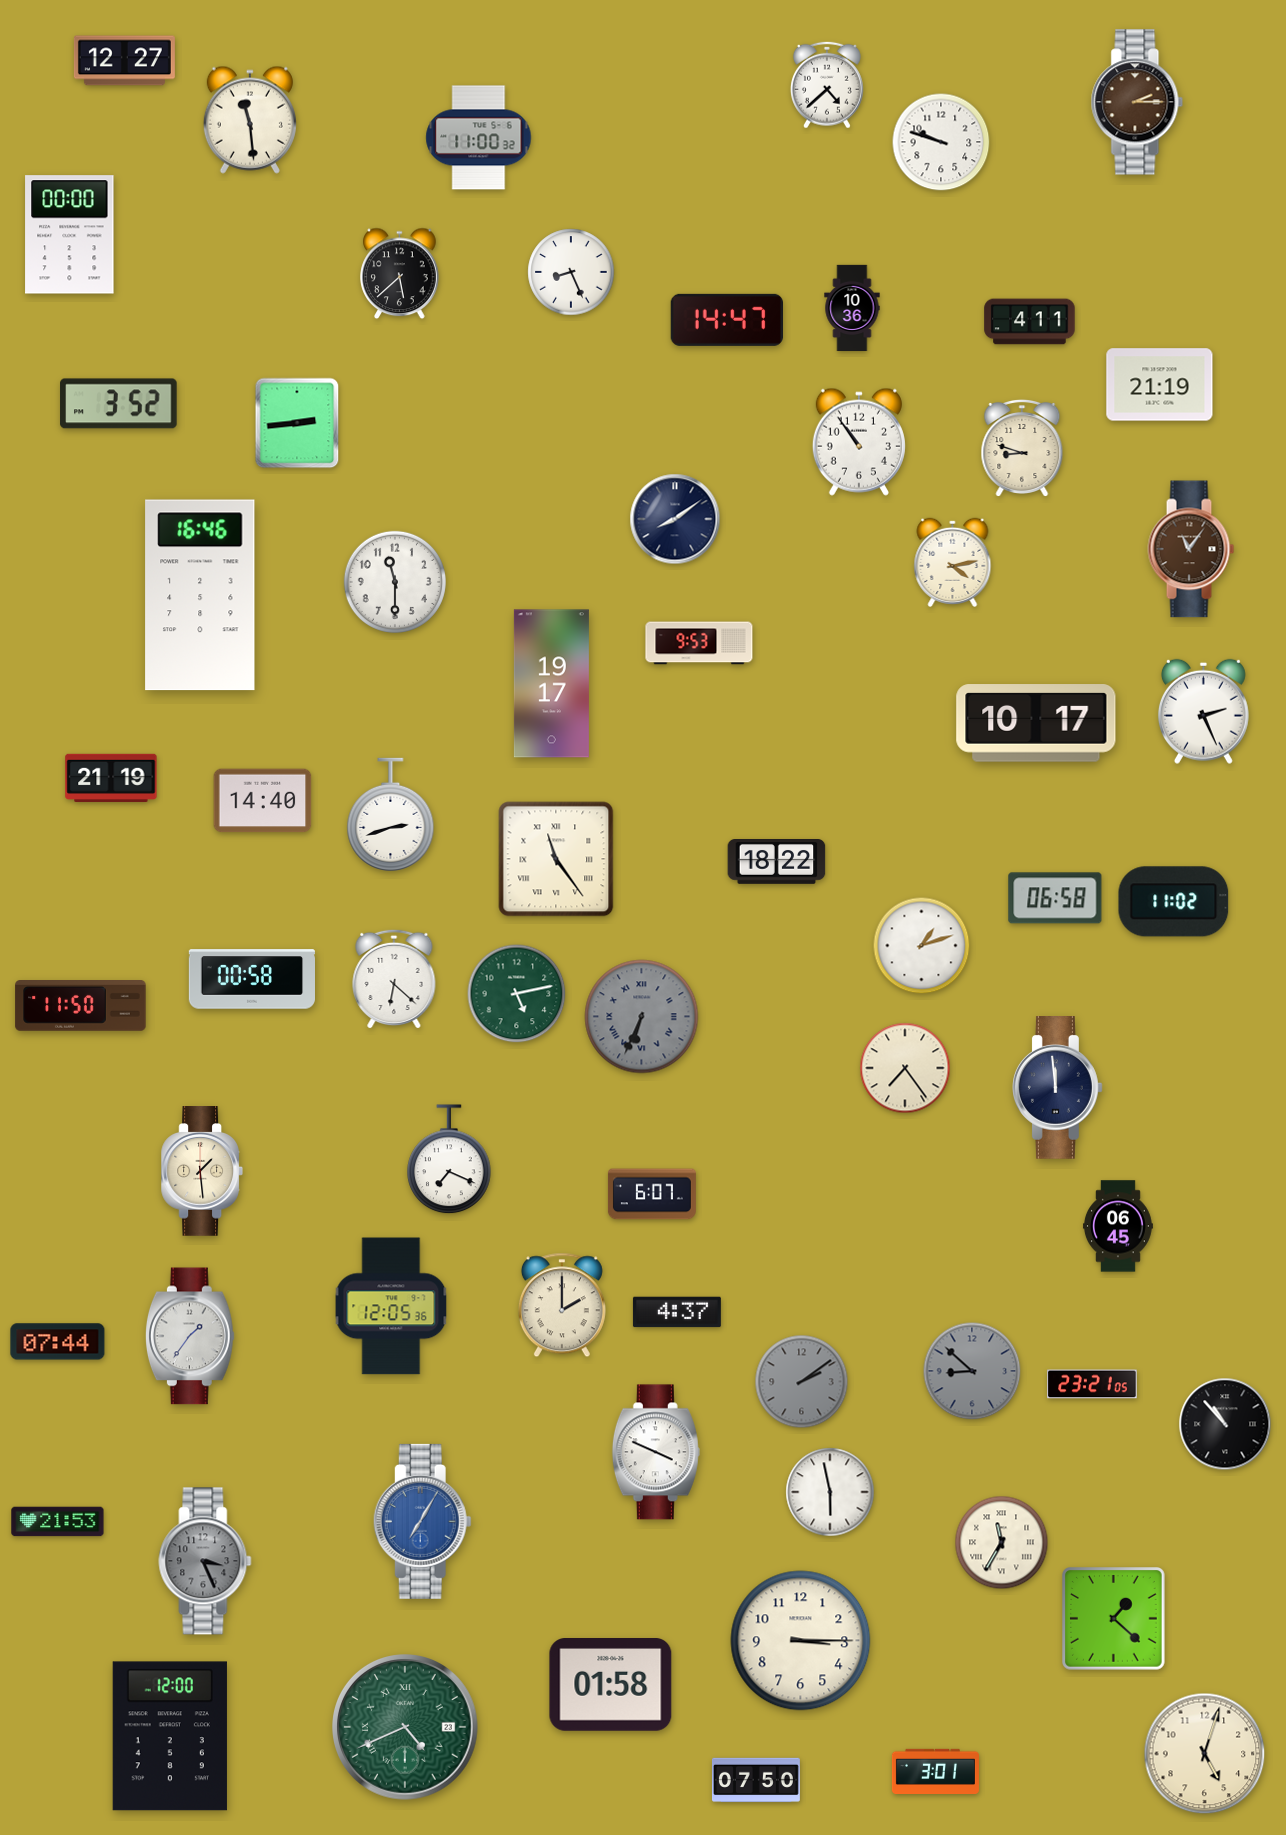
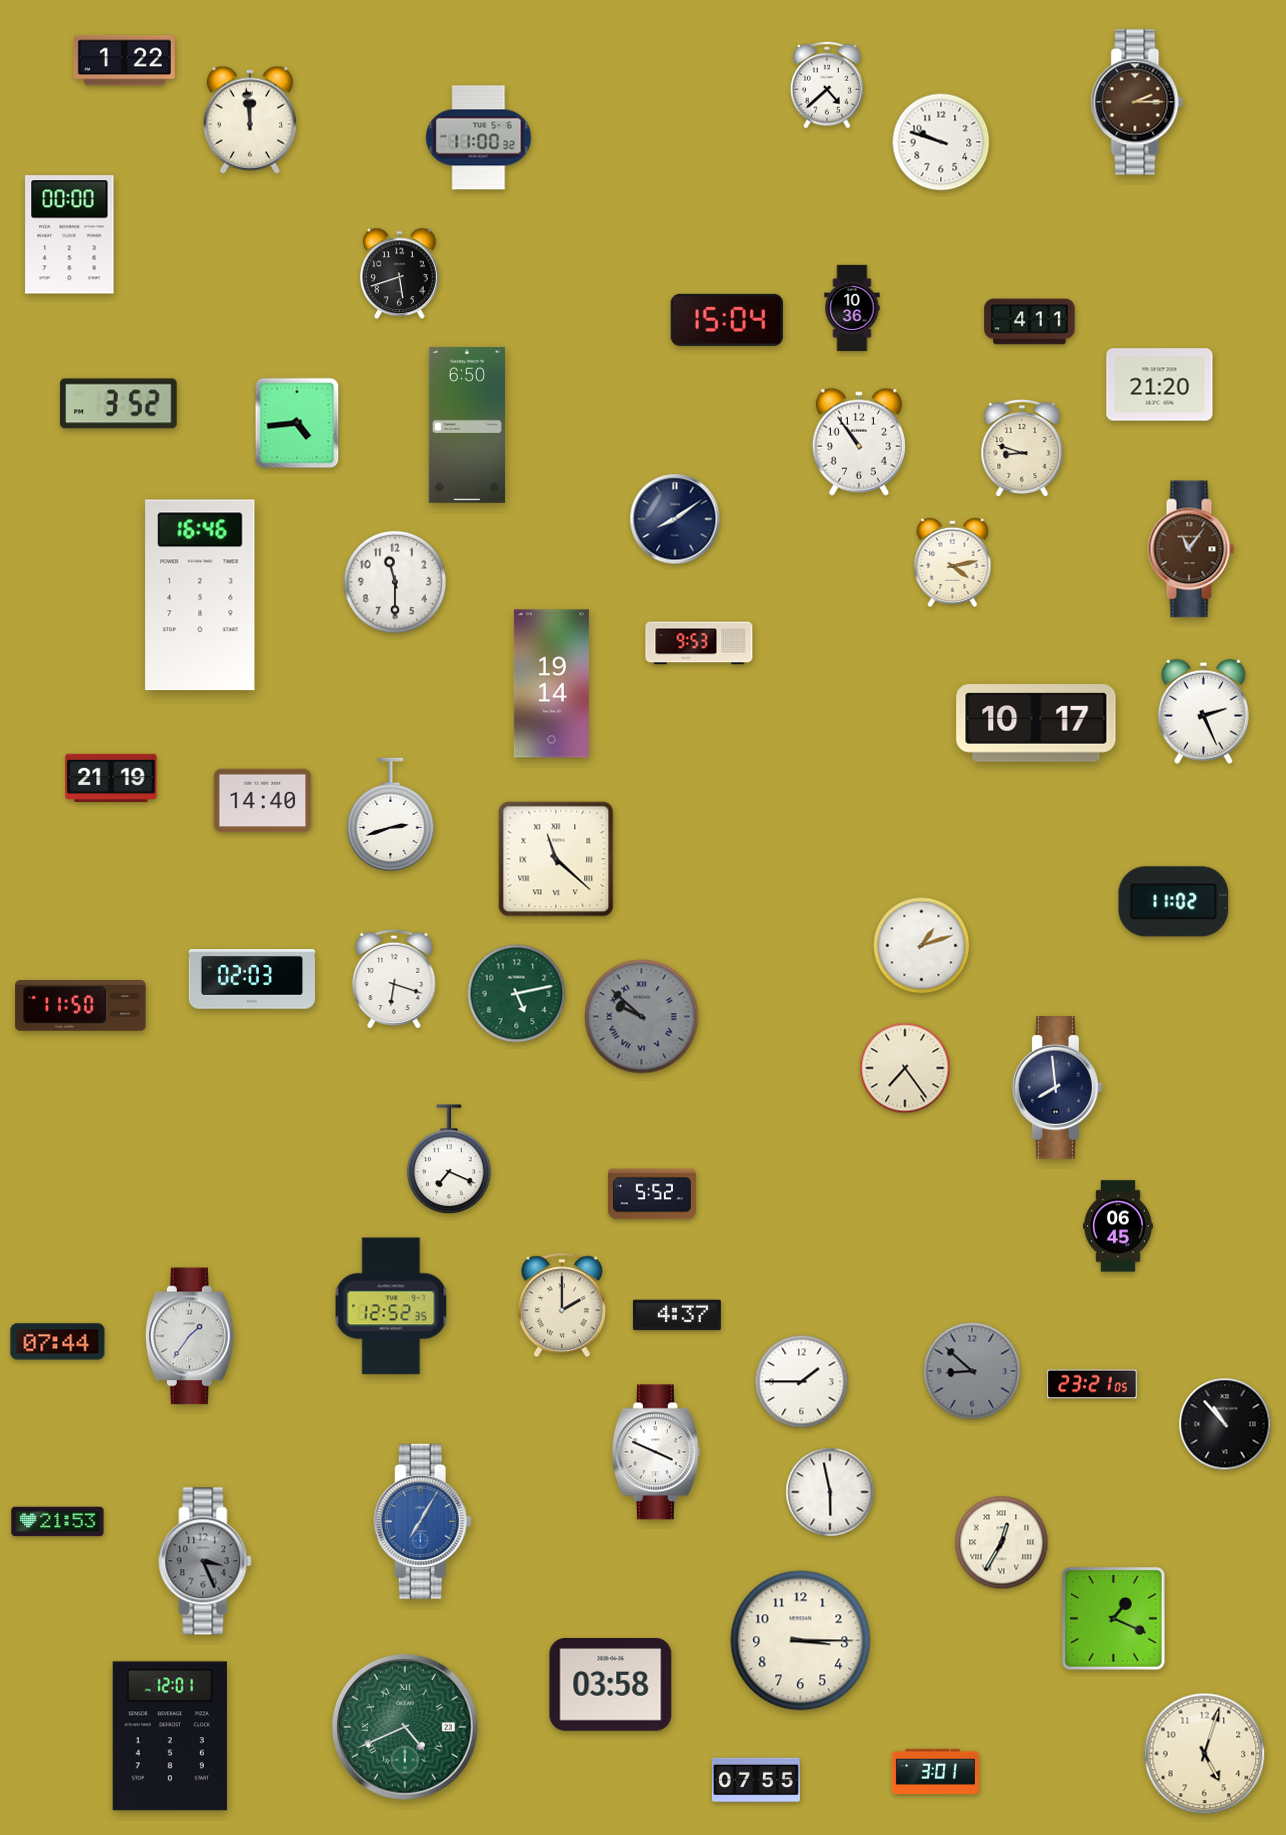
clock at (124, 61): 12:27 -> 1:22
clock at (250, 120): 11:29 -> 11:59
clock at (571, 272): 8:26 -> none
clock at (400, 274): 5:38 -> 5:42
clock at (726, 320): 14:47 -> 15:04
clock at (1160, 385): 21:19 -> 21:20
clock at (297, 423): 2:44 -> 4:44
clock at (466, 425): none -> 6:50
clock at (551, 684): 19:17 -> 19:14
clock at (556, 859): 11:24 -> 11:22
clock at (777, 862): 18:22 -> none
clock at (1055, 898): 06:58 -> none
clock at (251, 979): 00:58 -> 02:03
clock at (394, 979): 6:22 -> 6:18
clock at (642, 1017): 6:34 -> 9:52
clock at (1058, 1088): 11:59 -> 7:59
clock at (201, 1171): 1:29 -> none
clock at (652, 1194): 6:07 -> 5:52
clock at (391, 1306): 12:05 -> 12:52
clock at (677, 1312) position: (677, 1312) -> (677, 1315)
clock at (802, 1382): 2:09 -> 1:45
clock at (802, 1382) dial: grey -> white
clock at (1002, 1543): 11:35 -> 12:35
clock at (1114, 1619): 1:22 -> 1:19
clock at (611, 1685): 01:58 -> 03:58
clock at (170, 1736): 12:00 -> 12:01
clock at (756, 1780): 07:50 -> 07:55
